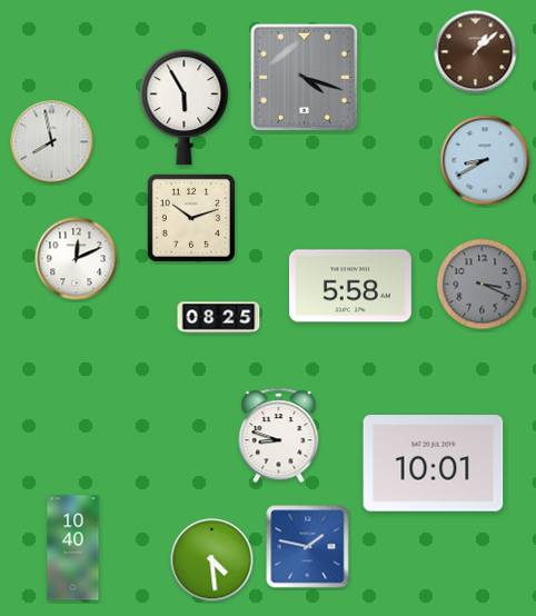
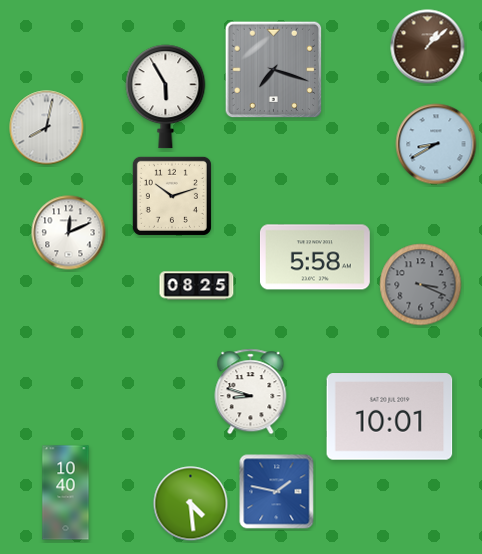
clock at (305, 78): 4:18 -> 7:18
clock at (52, 142): 7:58 -> 8:02
clock at (483, 285) position: (483, 285) -> (421, 285)
